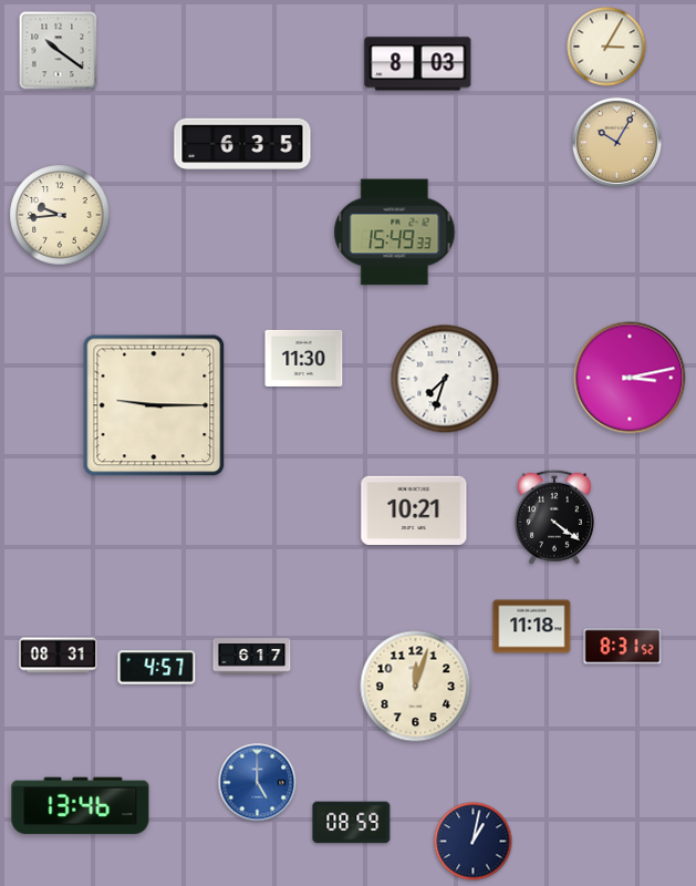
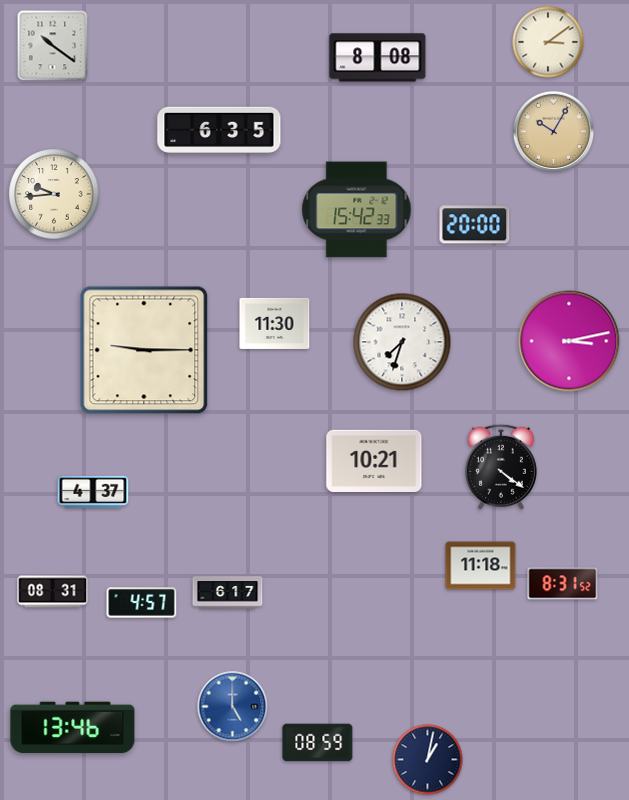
clock at (606, 47): 3:05 -> 3:09
clock at (418, 64): 8:03 -> 8:08
clock at (616, 142) position: (616, 142) -> (553, 131)
clock at (395, 233): 15:49 -> 15:42
clock at (475, 225): none -> 20:00
clock at (154, 405) position: (154, 405) -> (144, 350)
clock at (93, 492): none -> 4:37
clock at (416, 687): 12:03 -> none
